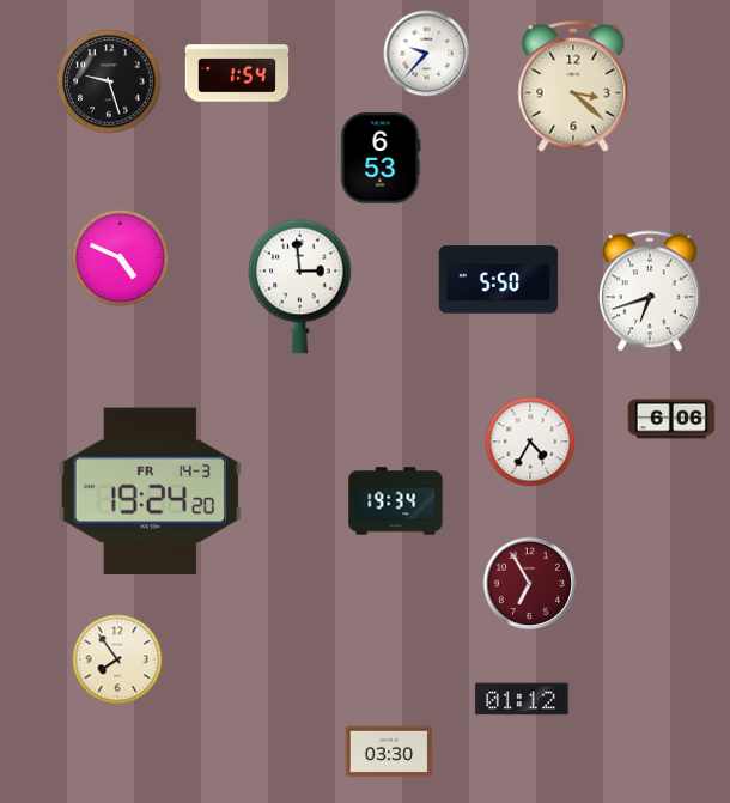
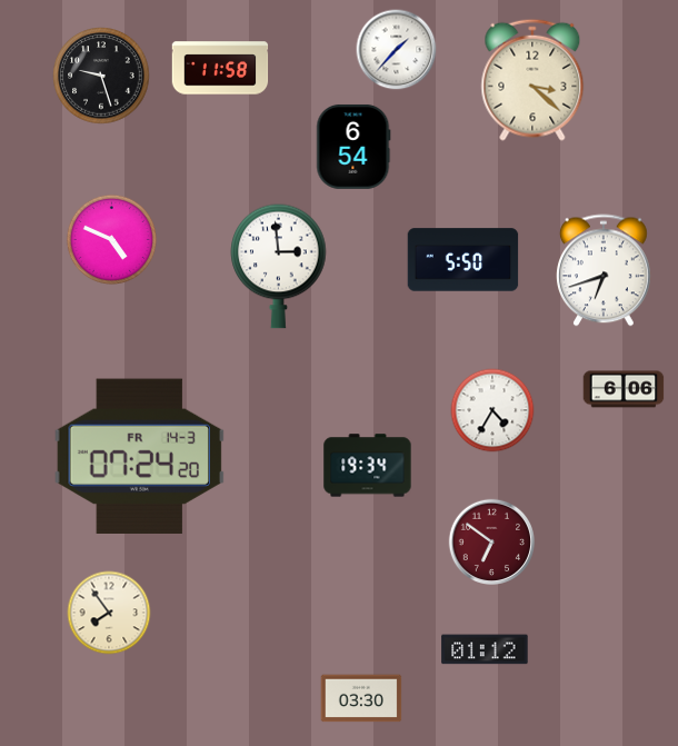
clock at (427, 54): 9:37 -> 1:37
clock at (237, 73): 1:54 -> 11:58
clock at (381, 158): 6:53 -> 6:54
clock at (150, 491): 19:24 -> 07:24
clock at (529, 583): 6:55 -> 6:51
